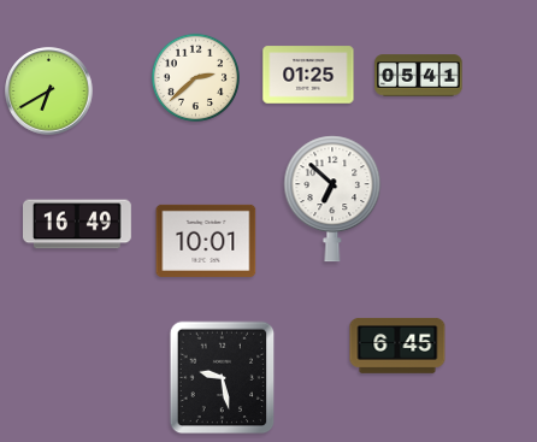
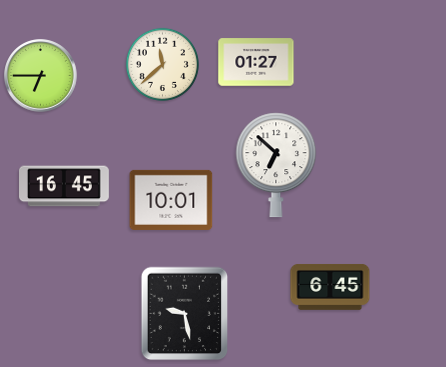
clock at (308, 75): 01:25 -> 01:27
clock at (419, 76): 05:41 -> none
clock at (195, 77): 2:38 -> 11:38
clock at (49, 92): 6:40 -> 6:45
clock at (78, 224): 16:49 -> 16:45
